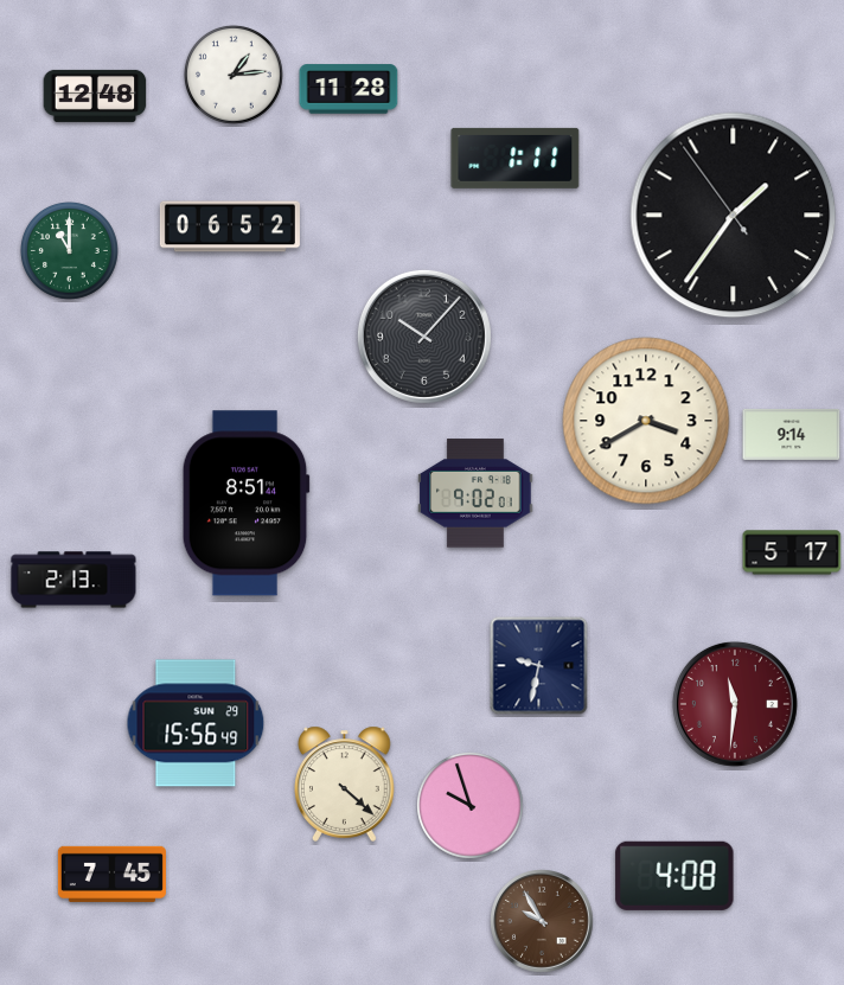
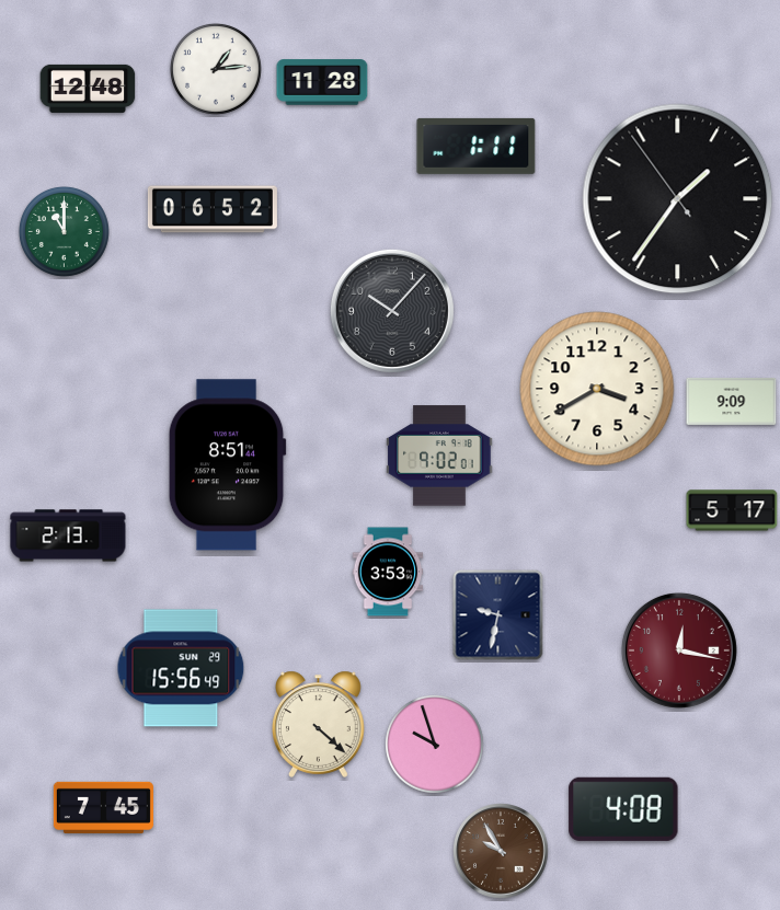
clock at (792, 434): 9:14 -> 9:09
clock at (388, 572): none -> 3:53
clock at (735, 704): 11:31 -> 12:17
